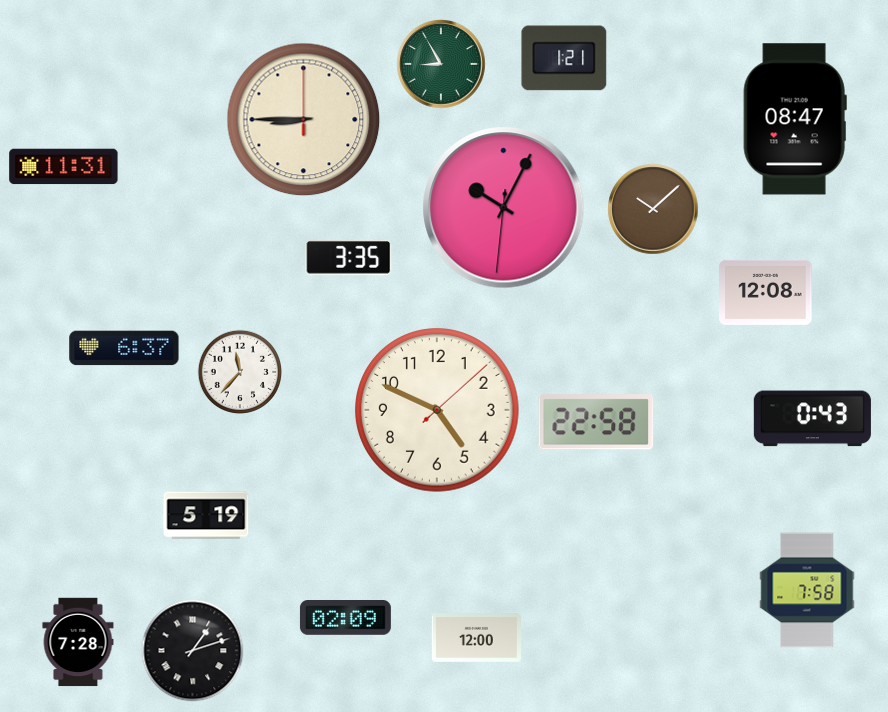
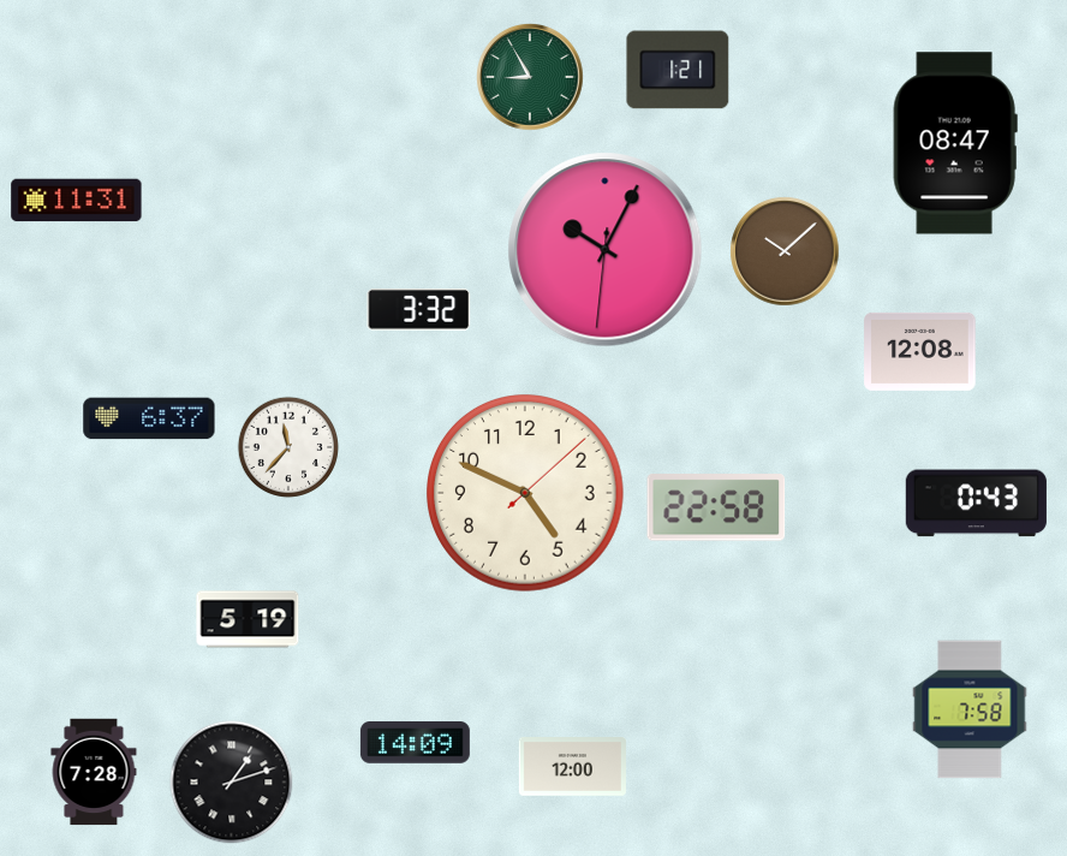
clock at (304, 120): 8:45 -> none
clock at (349, 258): 3:35 -> 3:32
clock at (345, 618): 02:09 -> 14:09
